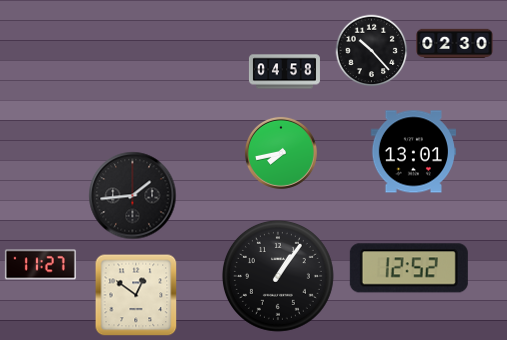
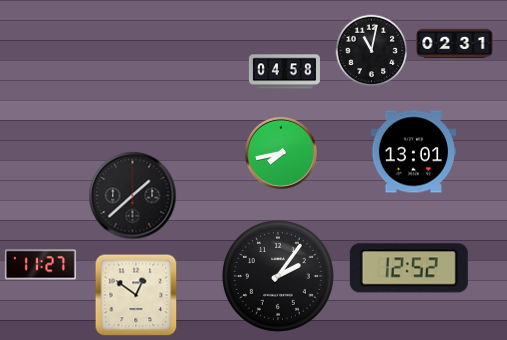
clock at (455, 43): 02:30 -> 02:31
clock at (372, 51): 10:23 -> 11:02
clock at (133, 196): 1:44 -> 1:38
clock at (278, 276): 1:06 -> 2:06
